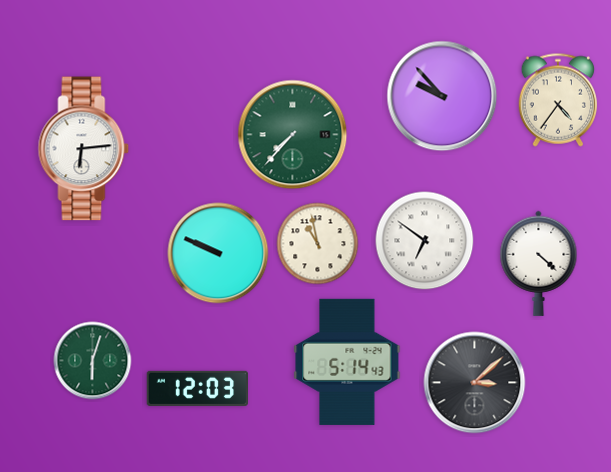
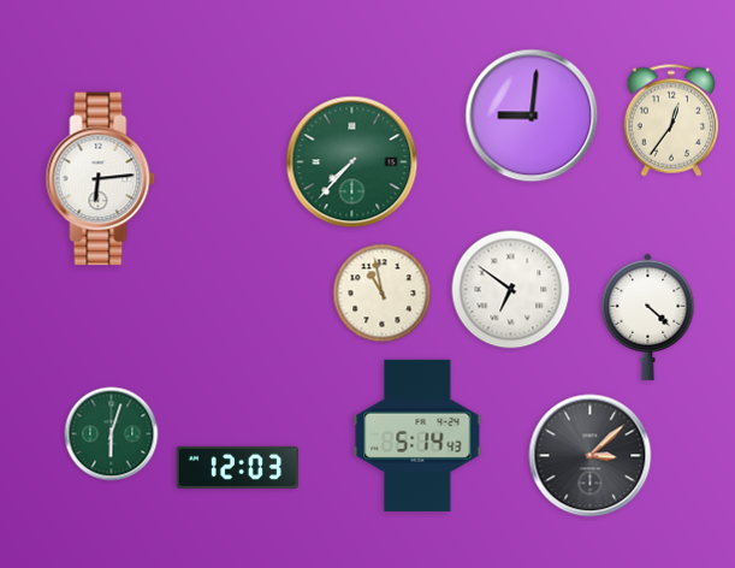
clock at (442, 96): 9:53 -> 9:01
clock at (558, 100): 4:36 -> 12:36
clock at (218, 253): 9:49 -> none
clock at (475, 383) position: (475, 383) -> (591, 456)
